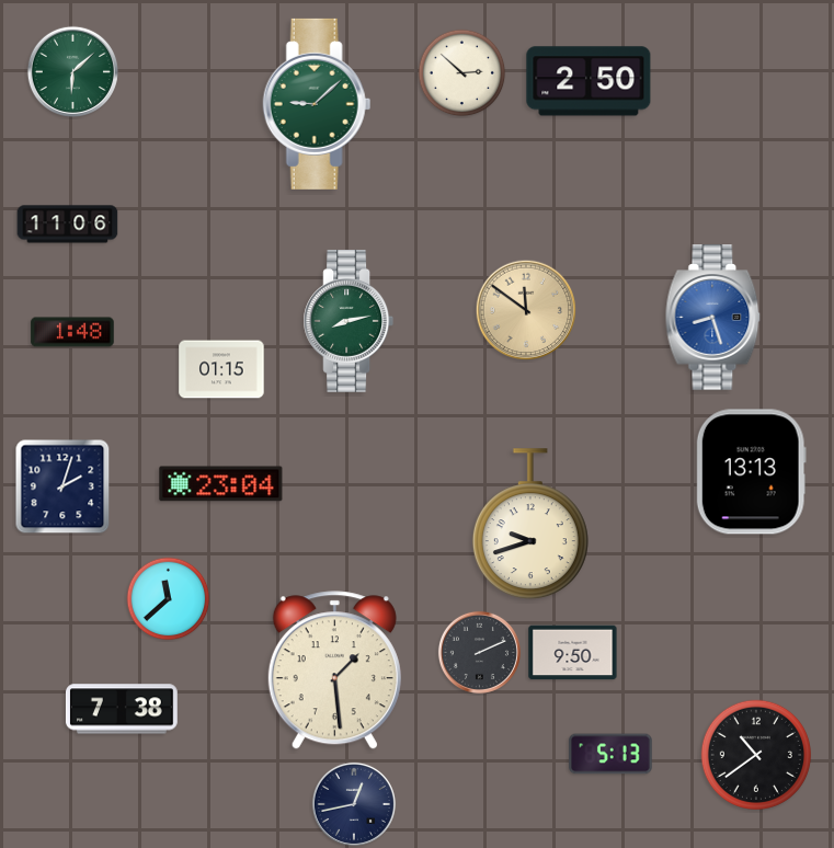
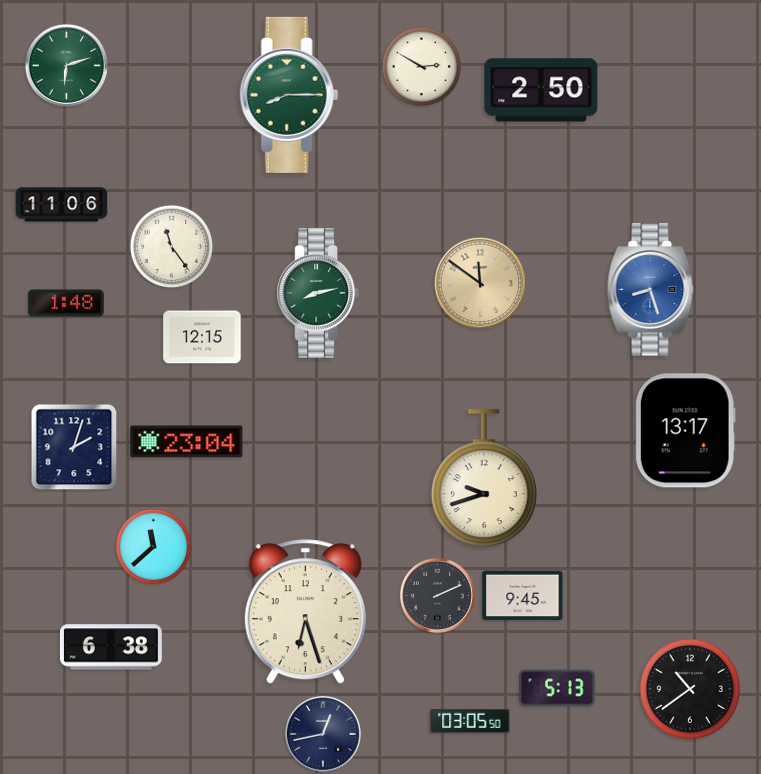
clock at (72, 71): 6:08 -> 6:12
clock at (462, 73): 2:52 -> 2:50
clock at (589, 81) position: (589, 81) -> (541, 90)
clock at (317, 104): 9:08 -> 8:15
clock at (172, 247): none -> 11:24
clock at (221, 369): 01:15 -> 12:15
clock at (751, 472): 13:13 -> 13:17
clock at (221, 484) position: (221, 484) -> (187, 442)
clock at (62, 486) position: (62, 486) -> (74, 447)
clock at (573, 653): 9:50 -> 9:45
clock at (334, 671): 1:29 -> 6:27
clock at (122, 709): 7:38 -> 6:38
clock at (470, 721): none -> 03:05
